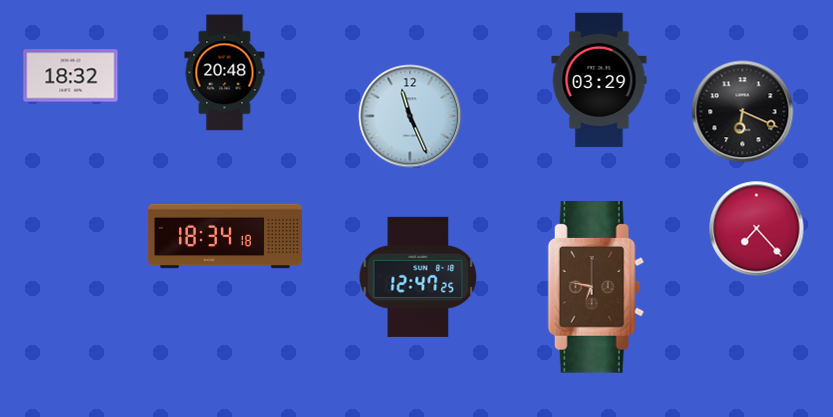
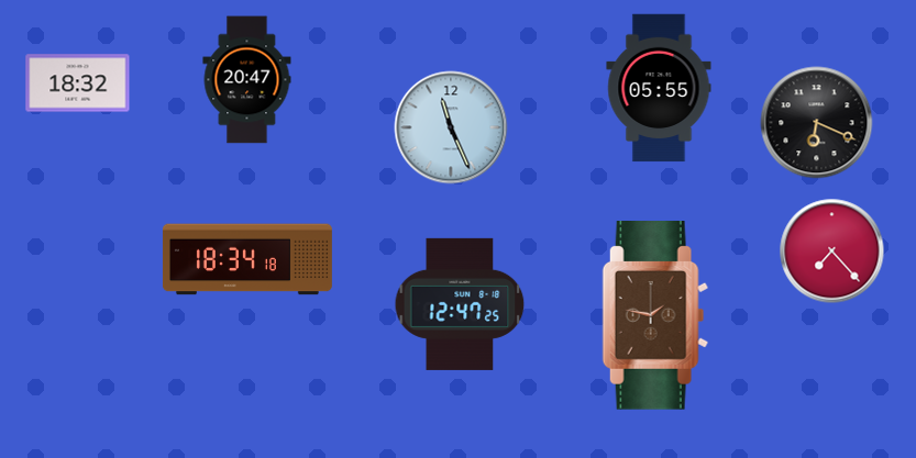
clock at (225, 73): 20:48 -> 20:47
clock at (599, 80): 03:29 -> 05:55
clock at (596, 288): 6:47 -> 1:47
